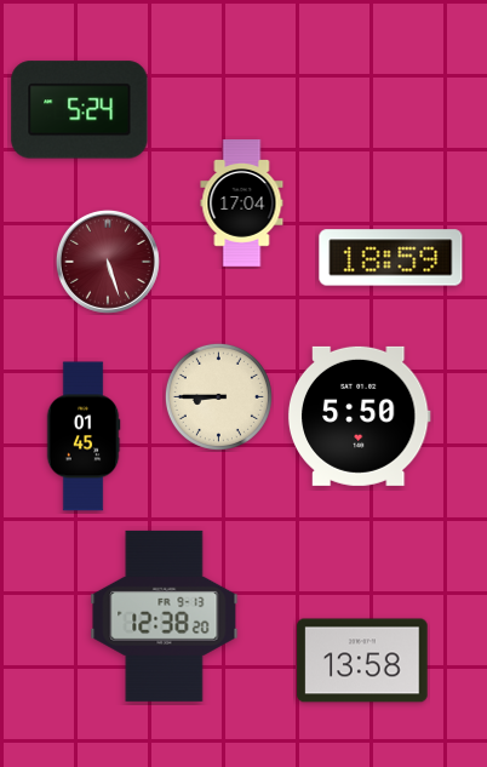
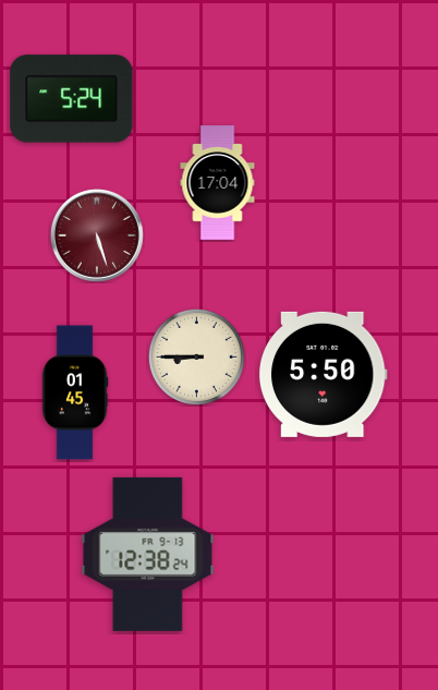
clock at (391, 258): 18:59 -> none
clock at (165, 616): 12:38:20 -> 12:38:24
clock at (362, 660): 13:58 -> none
